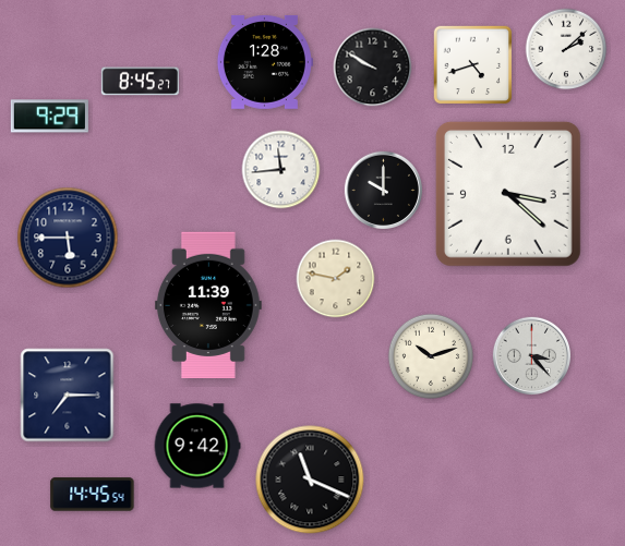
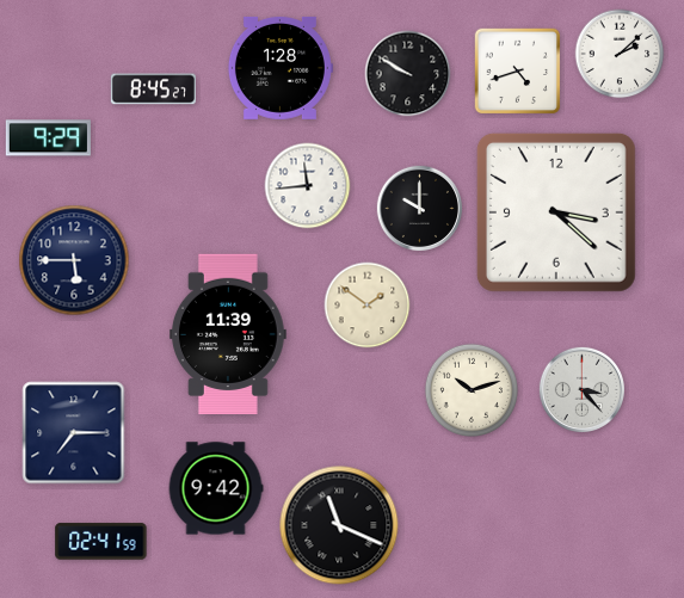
clock at (264, 62) position: (264, 62) -> (279, 68)
clock at (49, 117) position: (49, 117) -> (48, 138)
clock at (336, 279): 1:47 -> 1:51
clock at (93, 495): 14:45 -> 02:41
